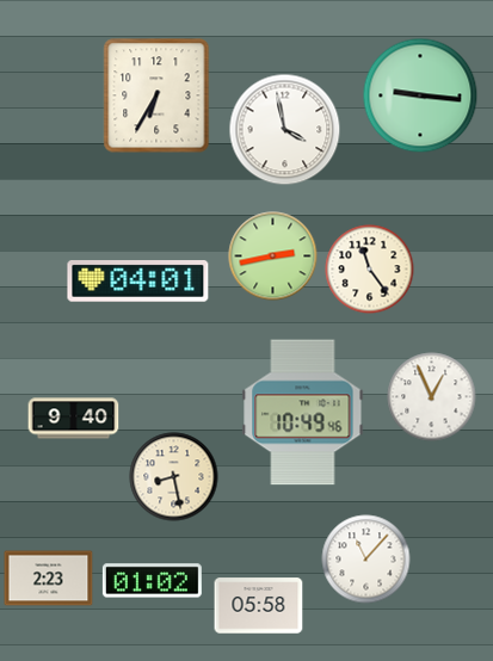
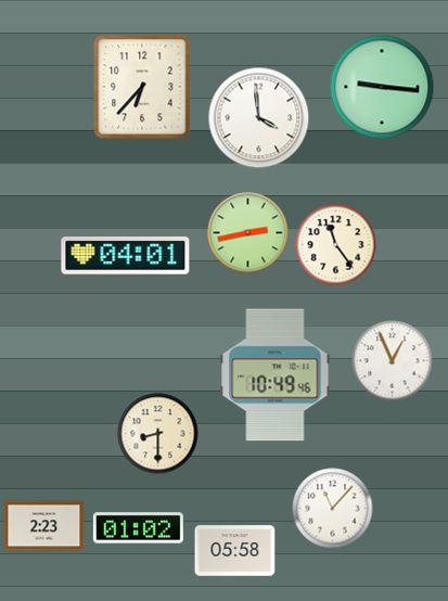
clock at (156, 95): 6:35 -> 6:37
clock at (285, 130): 3:58 -> 3:59
clock at (74, 419): 9:40 -> none
clock at (174, 477): 8:28 -> 8:30
